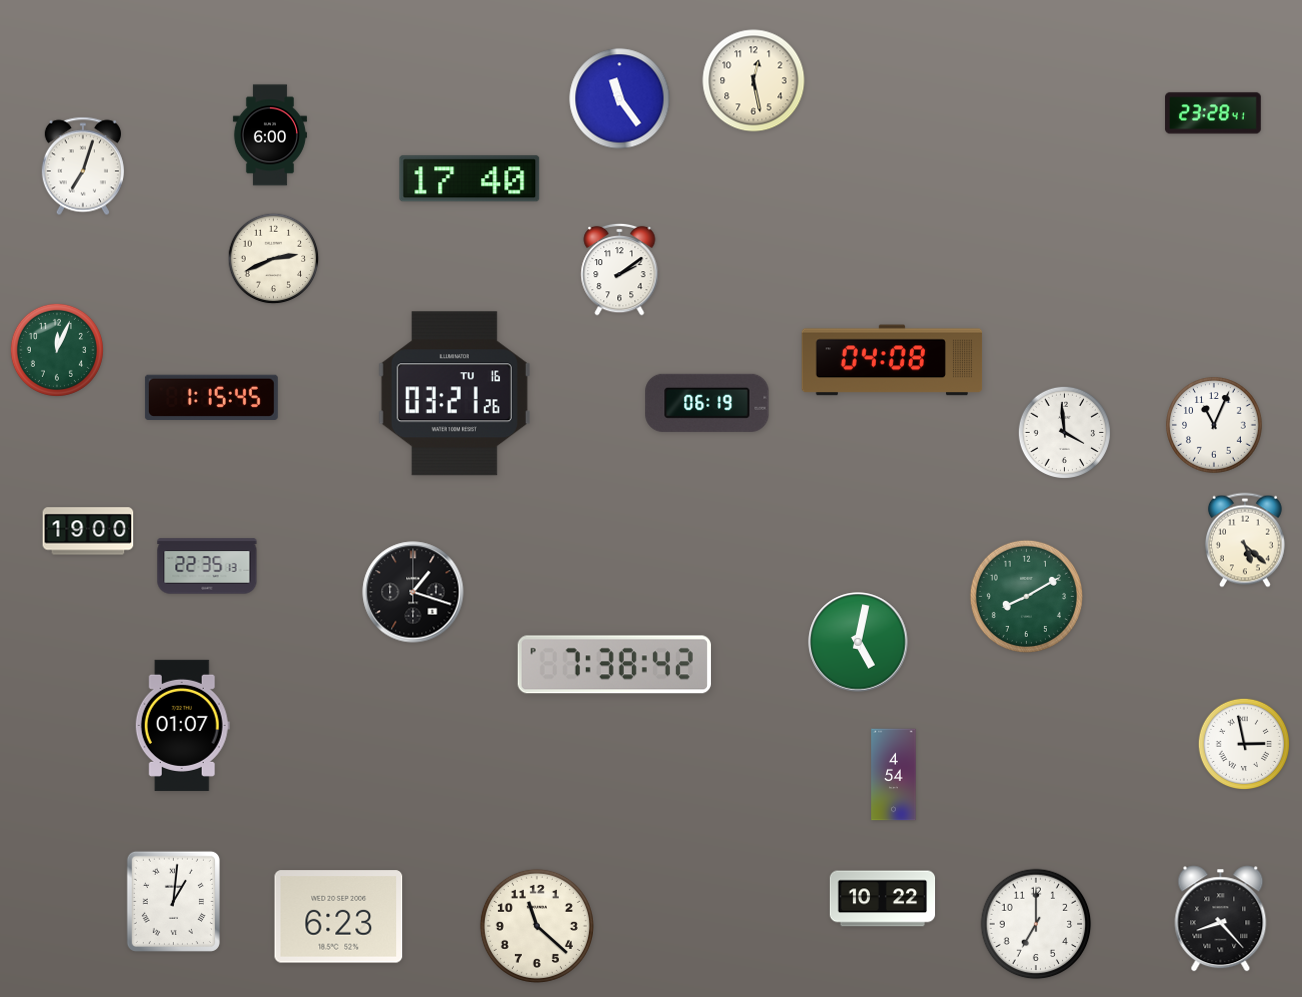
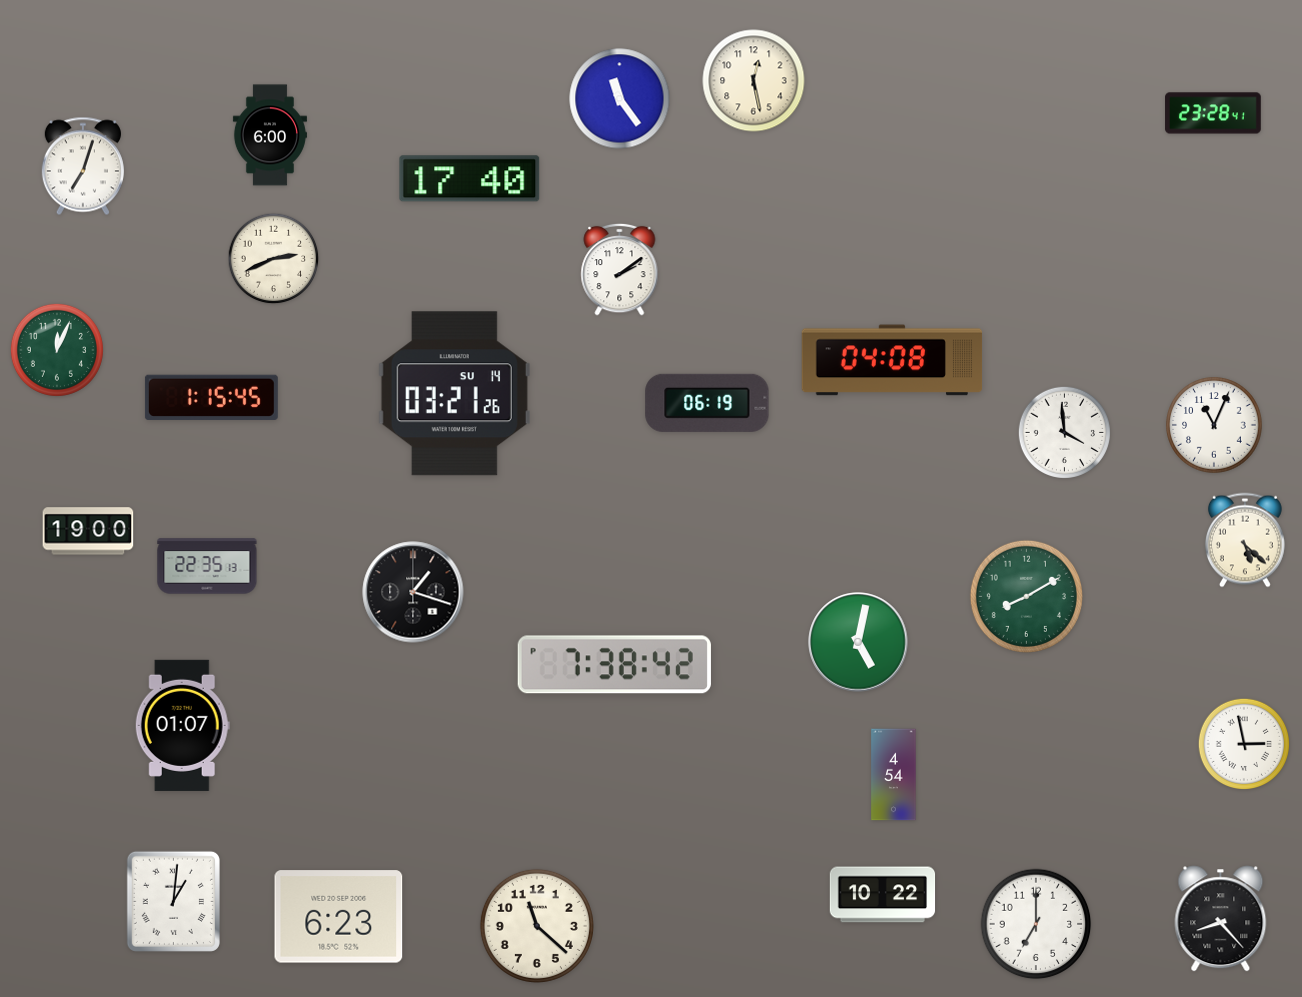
clock at (454, 394) date: TU 16 -> SU 14
clock at (883, 899) position: (883, 899) -> (883, 895)
